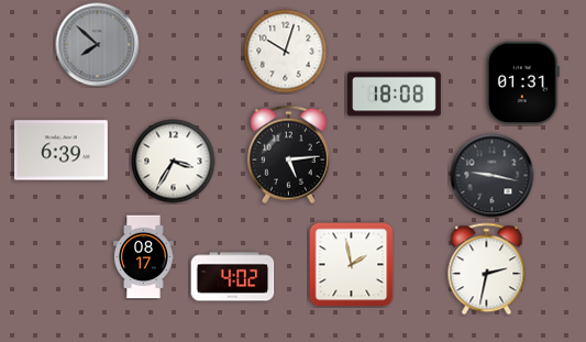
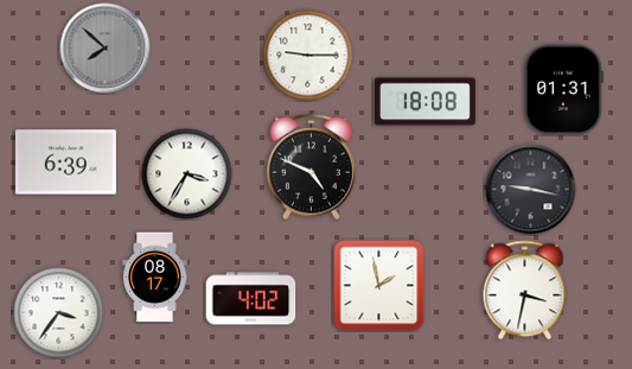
clock at (286, 52): 10:03 -> 9:15
clock at (288, 155): 5:14 -> 4:49
clock at (487, 269): 2:32 -> 3:32
clock at (59, 313): none -> 3:36
